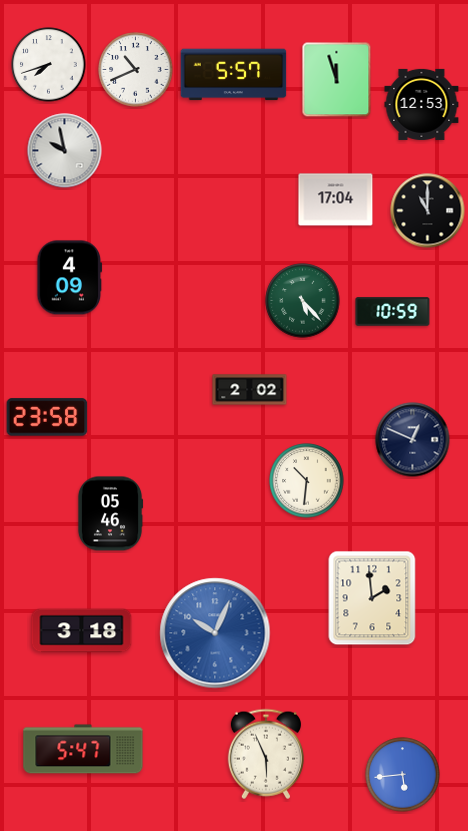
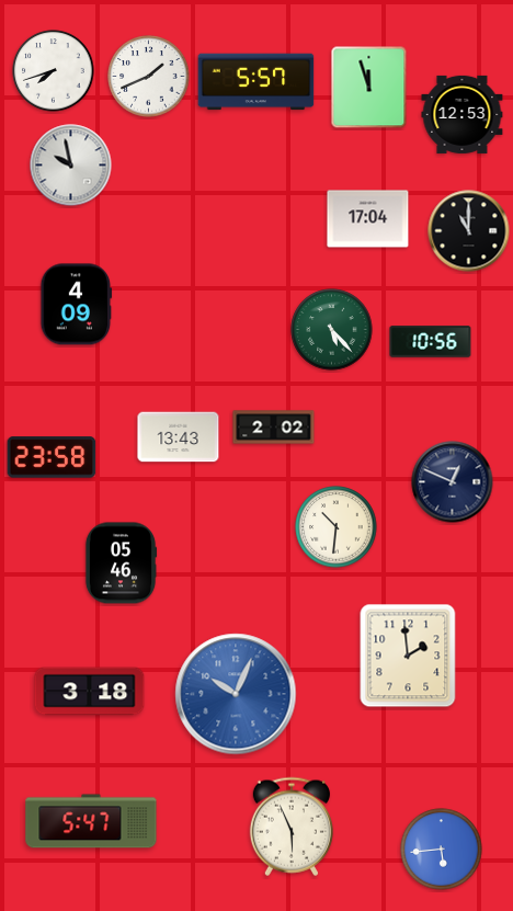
clock at (136, 70): 10:41 -> 1:41
clock at (393, 312): 10:59 -> 10:56
clock at (179, 437): none -> 13:43
